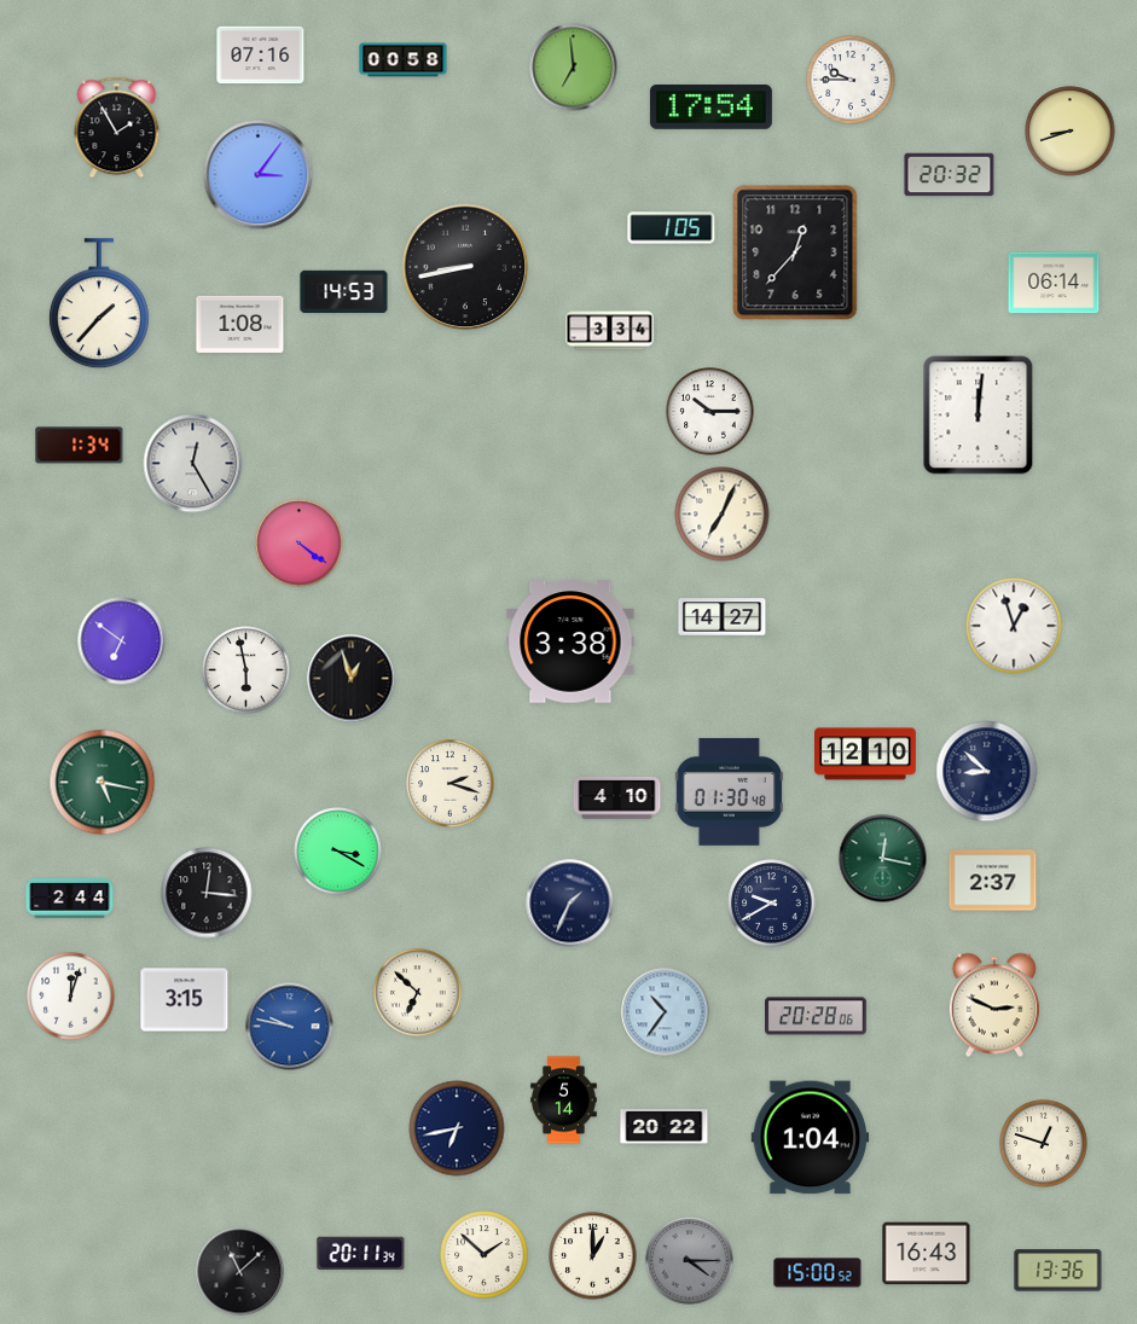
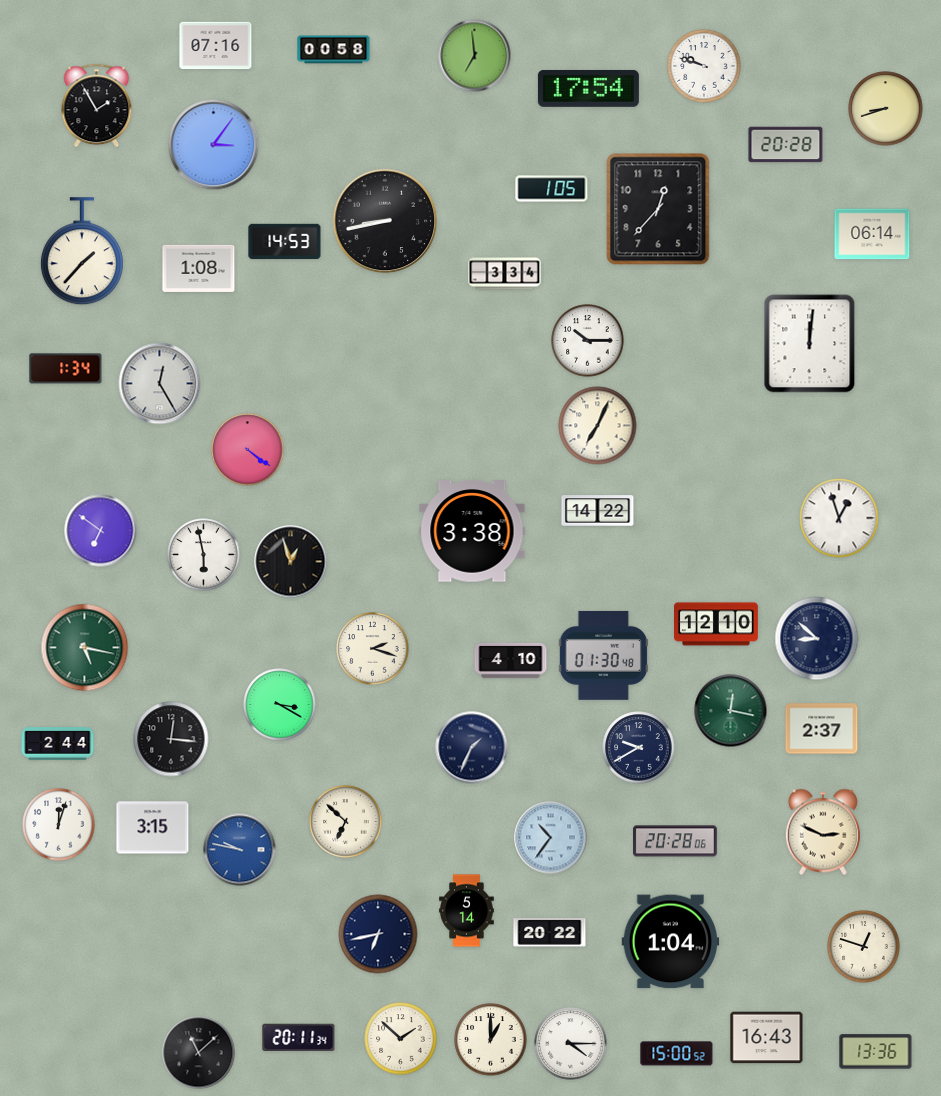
clock at (851, 80): 9:45 -> 9:48
clock at (950, 175): 20:32 -> 20:28
clock at (672, 228) position: (672, 228) -> (552, 189)
clock at (723, 617): 14:27 -> 14:22
clock at (690, 1261) dial: grey -> white
